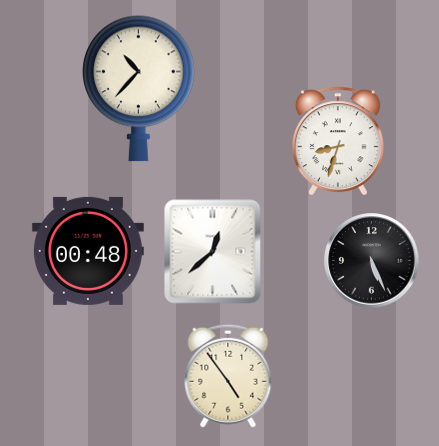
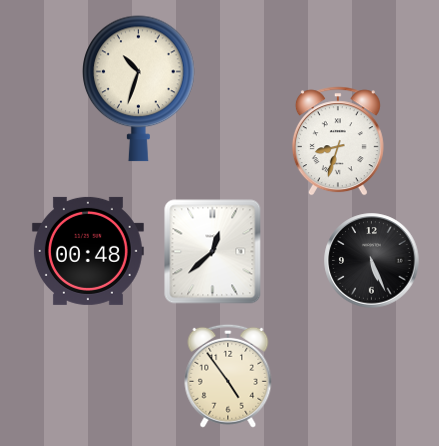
clock at (139, 89): 10:37 -> 10:33
